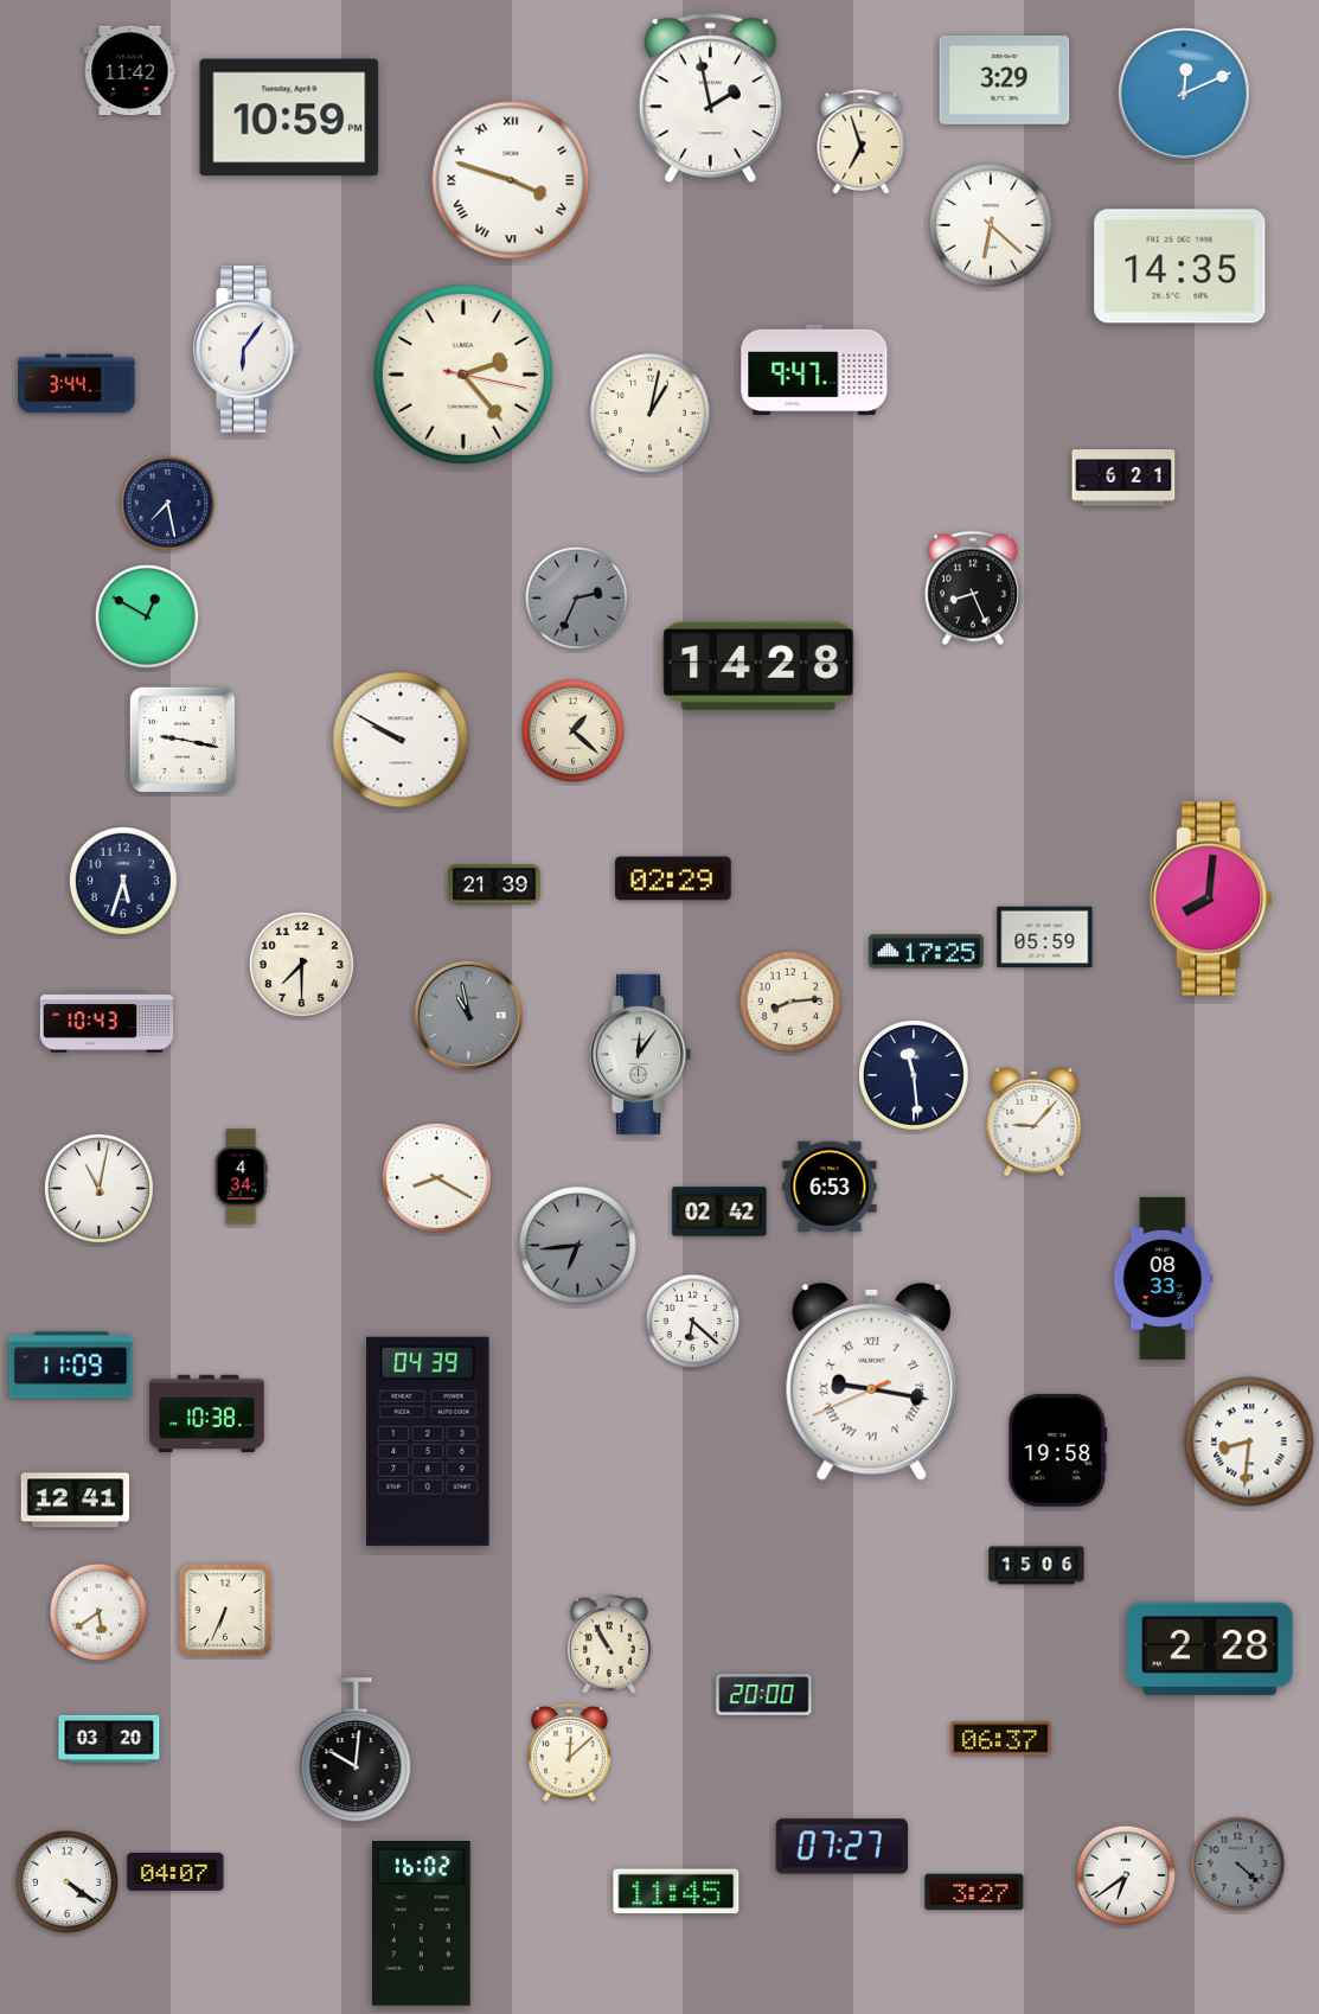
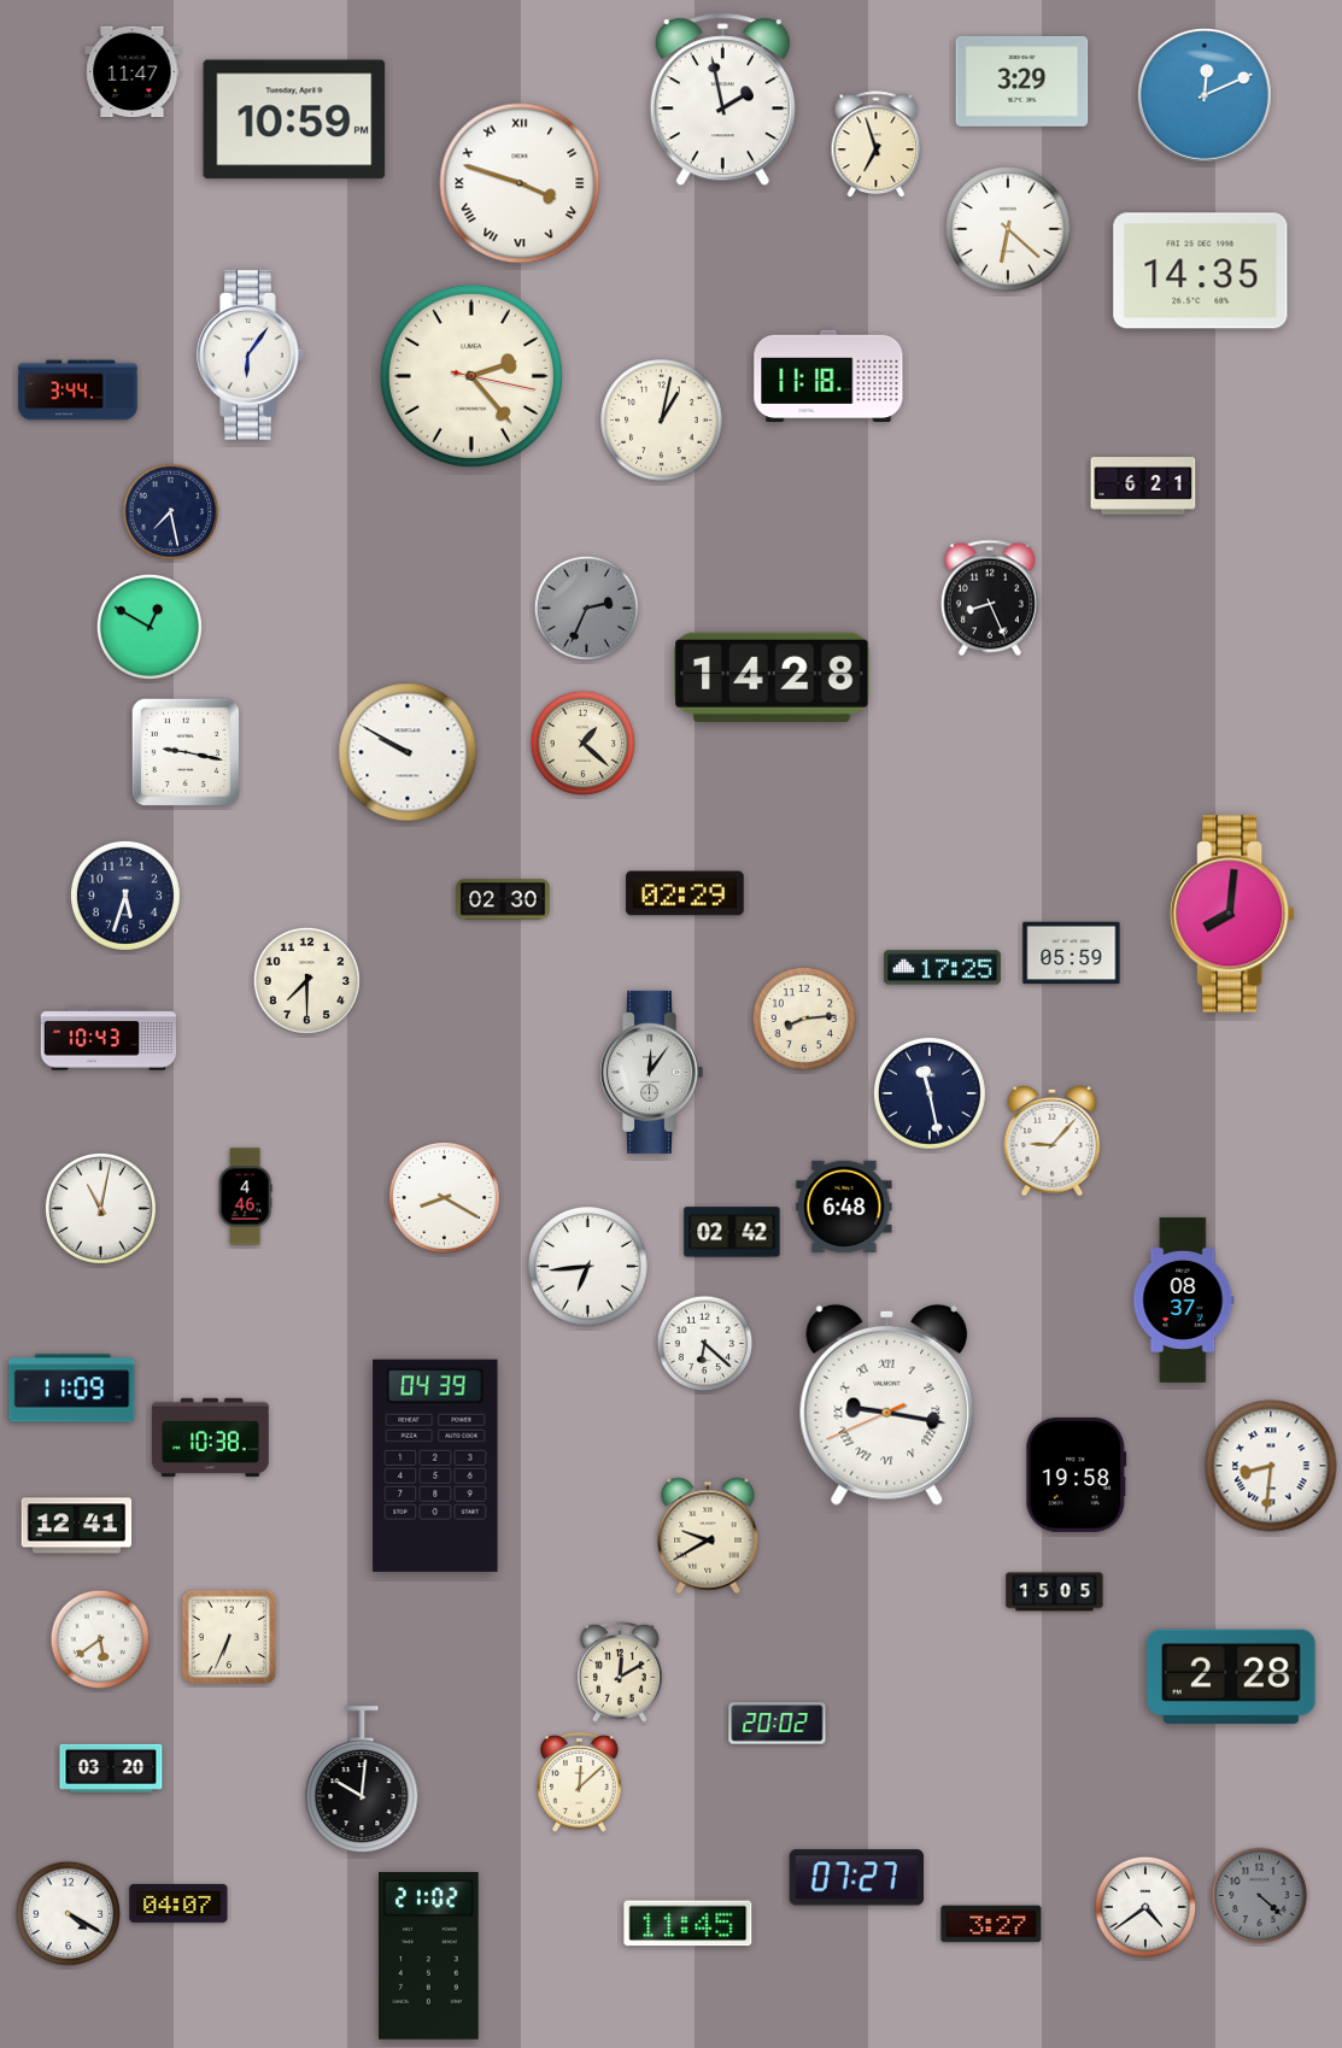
clock at (130, 71): 11:42 -> 11:47
clock at (814, 370): 9:47 -> 11:18
clock at (463, 375) position: (463, 375) -> (471, 376)
clock at (494, 884): 21:39 -> 02:30
clock at (1045, 938) position: (1045, 938) -> (1072, 953)
clock at (468, 1015): 10:58 -> none
clock at (914, 1075): 11:29 -> 11:28
clock at (241, 1177): 4:34 -> 4:46
clock at (830, 1187): 6:53 -> 6:48
clock at (578, 1246) dial: grey -> white
clock at (1164, 1278): 08:33 -> 08:37
clock at (708, 1536): none -> 9:40
clock at (1037, 1566): 15:06 -> 15:05
clock at (609, 1644): 10:55 -> 12:10
clock at (764, 1695): 20:00 -> 20:02
clock at (1001, 1739): 06:37 -> none
clock at (1126, 1875): 6:39 -> 4:39
clock at (66, 1881): 4:21 -> 4:20
clock at (422, 1924): 16:02 -> 21:02
